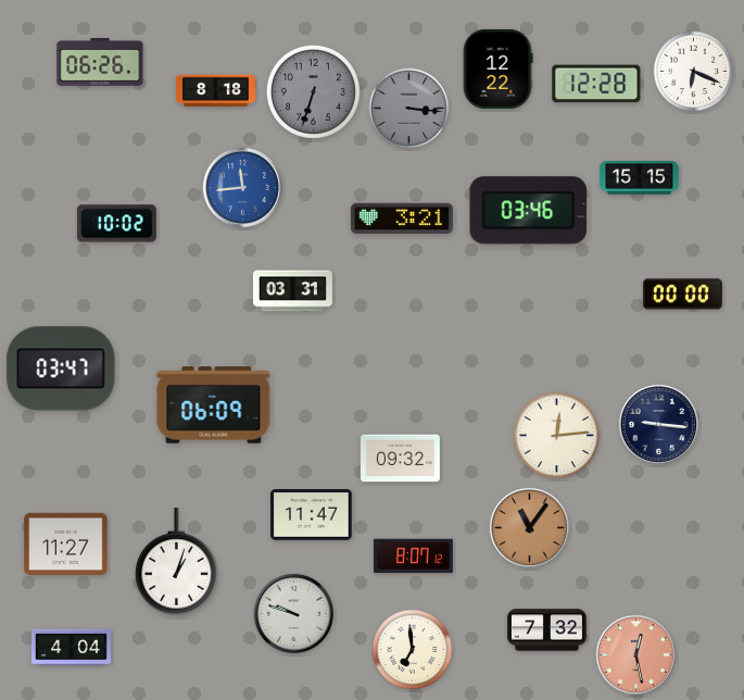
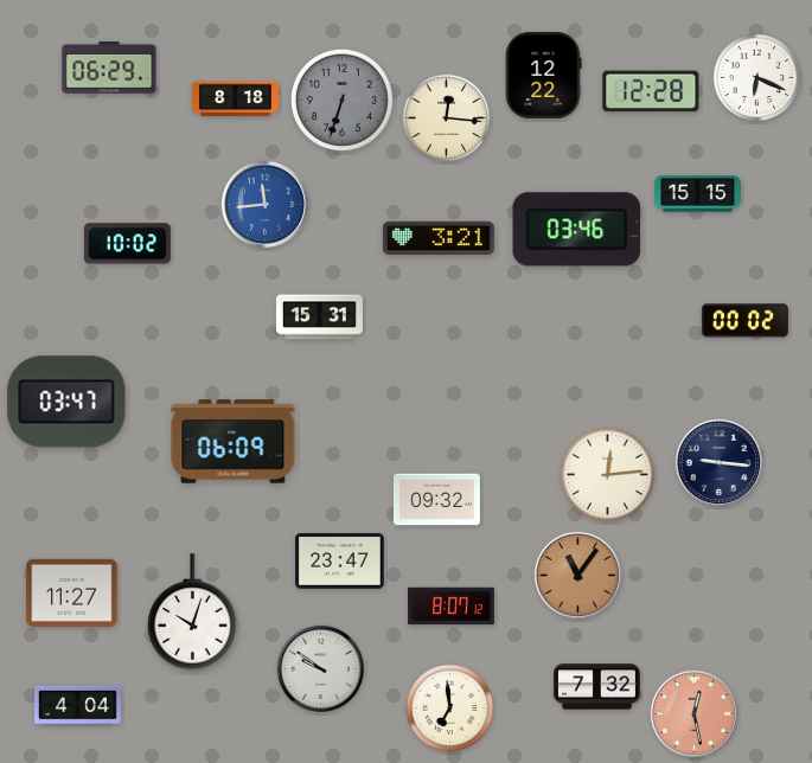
clock at (100, 62): 06:26 -> 06:29
clock at (409, 109): 3:16 -> 12:16
clock at (409, 109) dial: grey -> cream
clock at (292, 291): 03:31 -> 15:31
clock at (682, 295): 00:00 -> 00:02
clock at (312, 515): 11:47 -> 23:47
clock at (177, 562): 1:03 -> 10:03
clock at (293, 613): 9:48 -> 9:51
